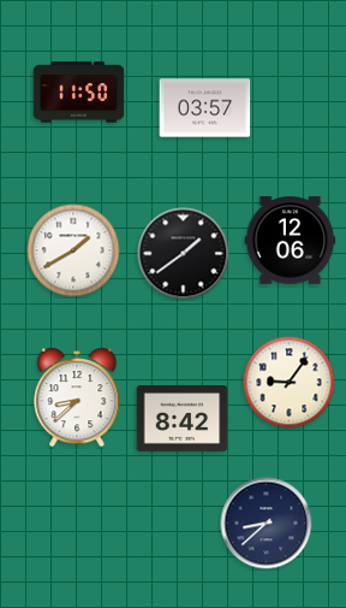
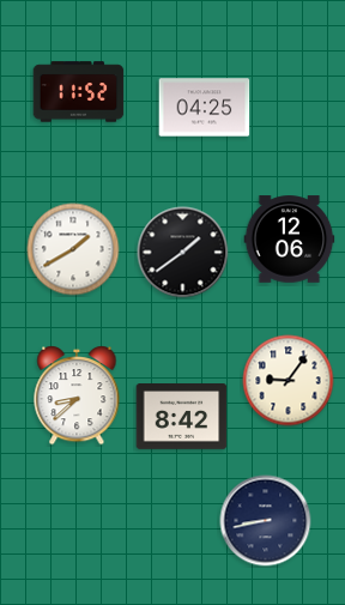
clock at (79, 93): 11:50 -> 11:52
clock at (205, 108): 03:57 -> 04:25
clock at (267, 524): 8:38 -> 8:43
